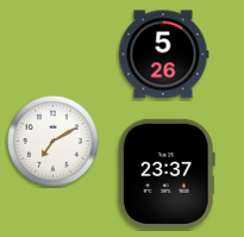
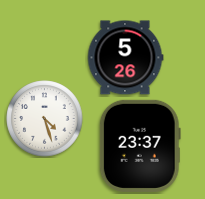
clock at (163, 55) position: (163, 55) -> (125, 58)
clock at (54, 142): 7:10 -> 4:27
